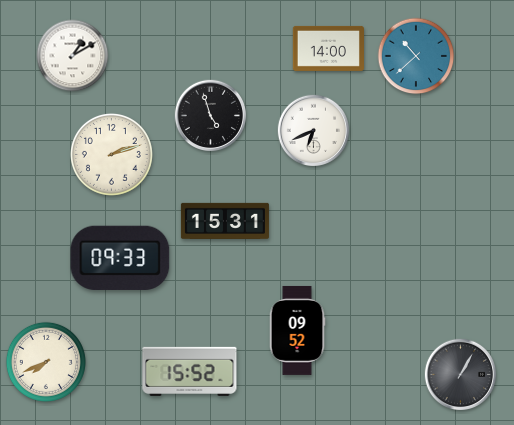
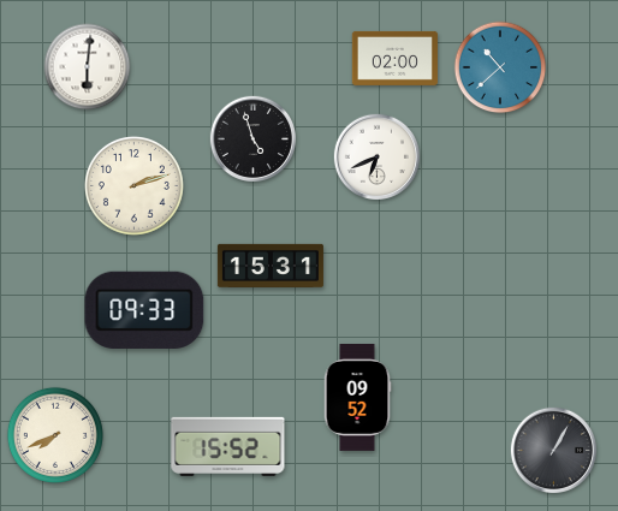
clock at (328, 48): 14:00 -> 02:00
clock at (73, 56): 1:10 -> 6:01
